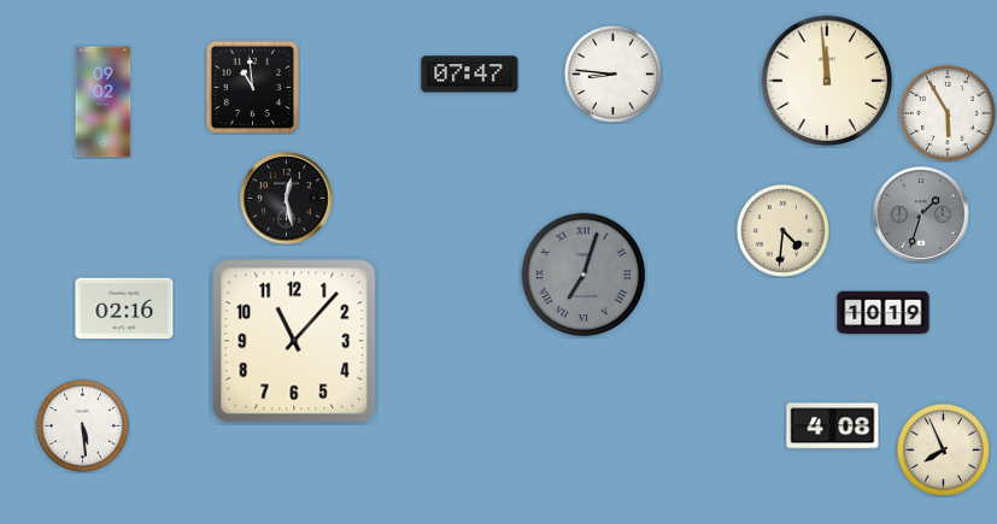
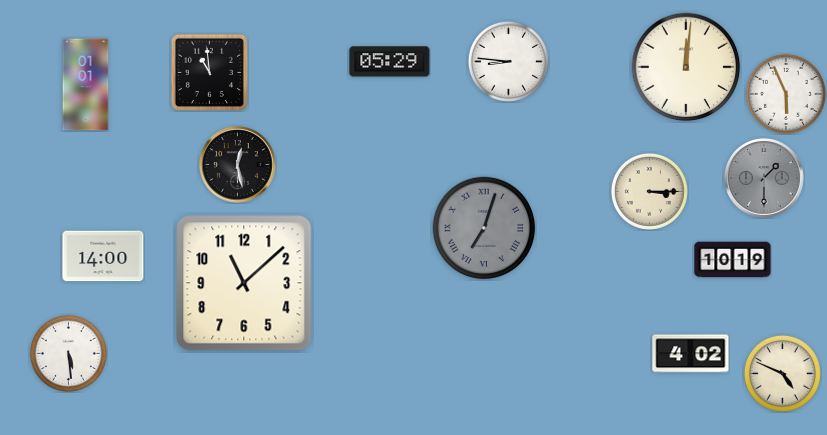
clock at (470, 75): 07:47 -> 05:29
clock at (827, 81): 11:59 -> 12:01
clock at (104, 102): 09:02 -> 01:01
clock at (948, 113): 5:55 -> 5:56
clock at (922, 216): 1:33 -> 1:30
clock at (782, 230): 4:31 -> 3:15
clock at (124, 308): 02:16 -> 14:00
clock at (294, 341): 11:07 -> 11:08
clock at (833, 426): 4:08 -> 4:02
clock at (943, 449): 7:56 -> 4:49
